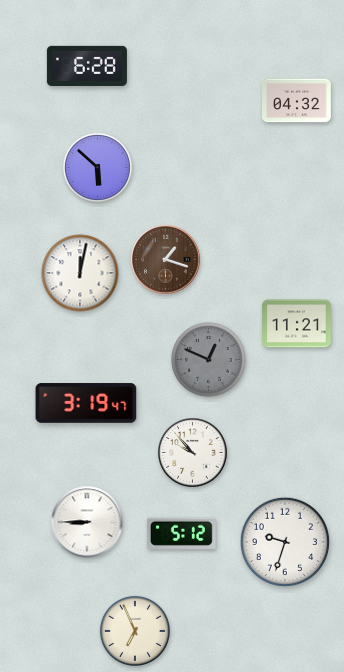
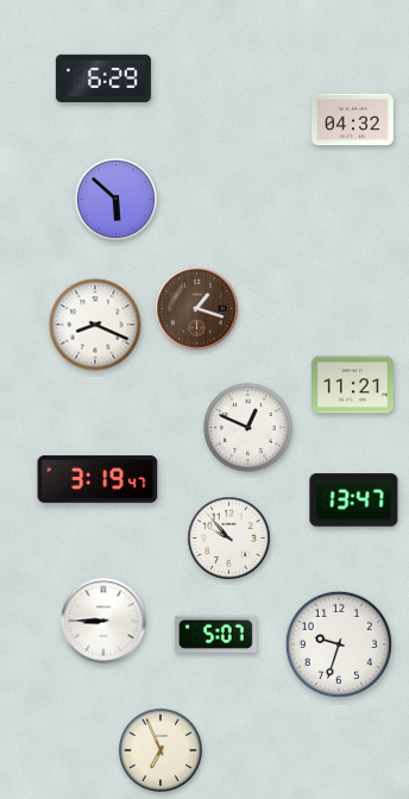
clock at (87, 66): 6:28 -> 6:29
clock at (80, 273): 12:02 -> 8:19
clock at (209, 360) dial: grey -> white
clock at (86, 403) position: (86, 403) -> (97, 479)
clock at (354, 501): none -> 13:47
clock at (181, 533): 5:12 -> 5:07
